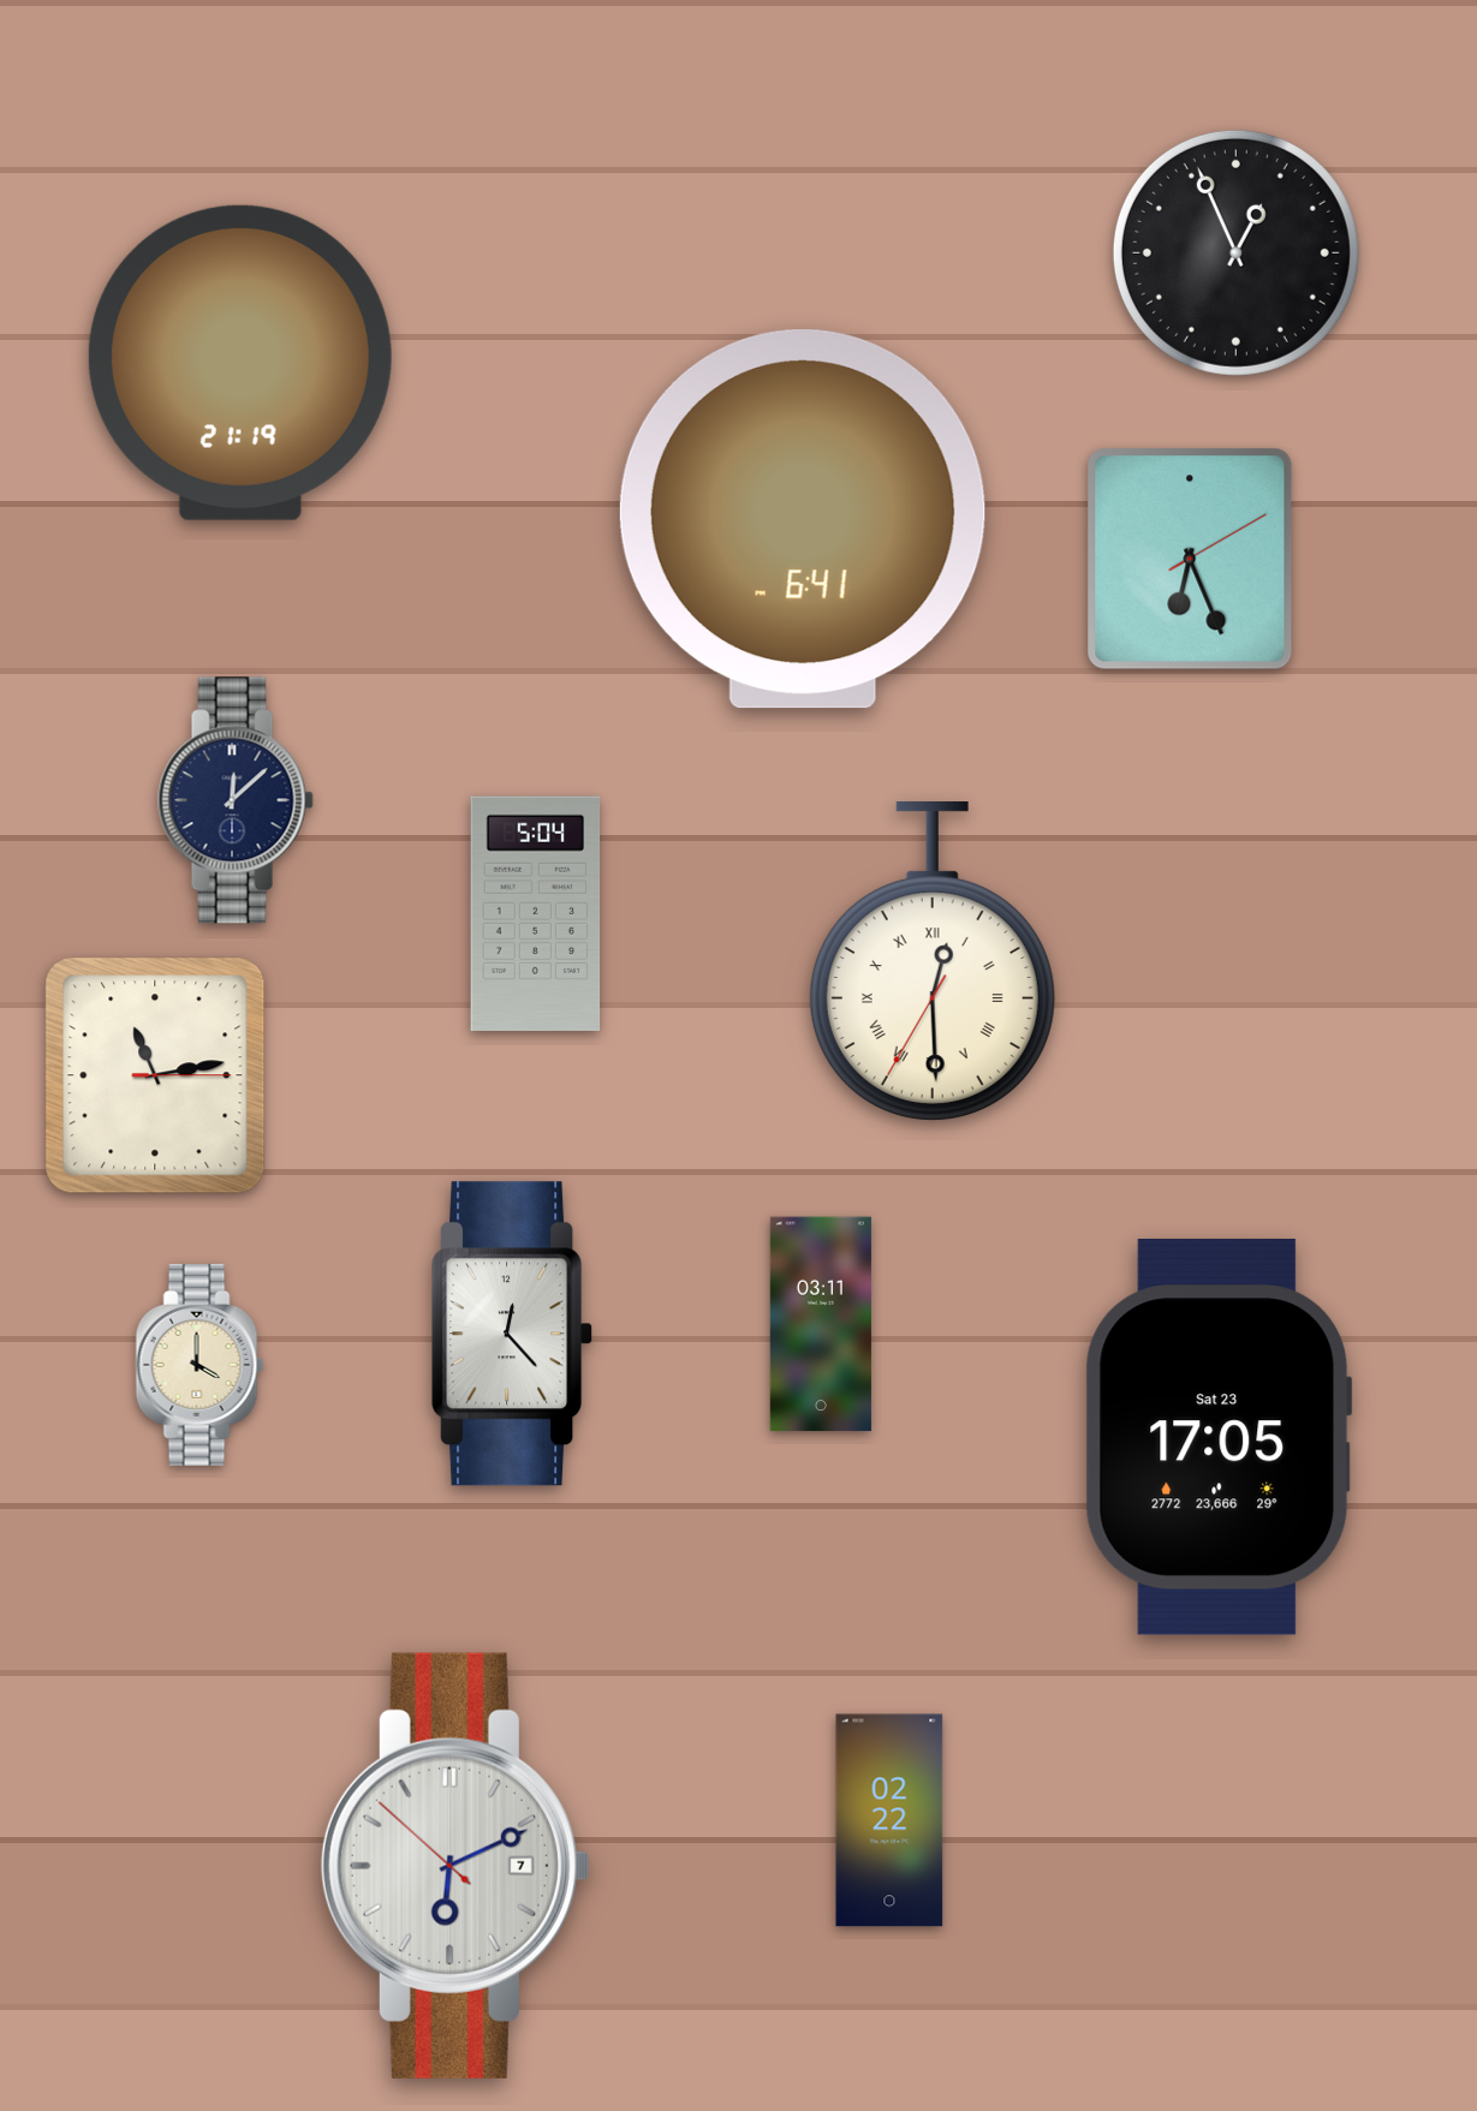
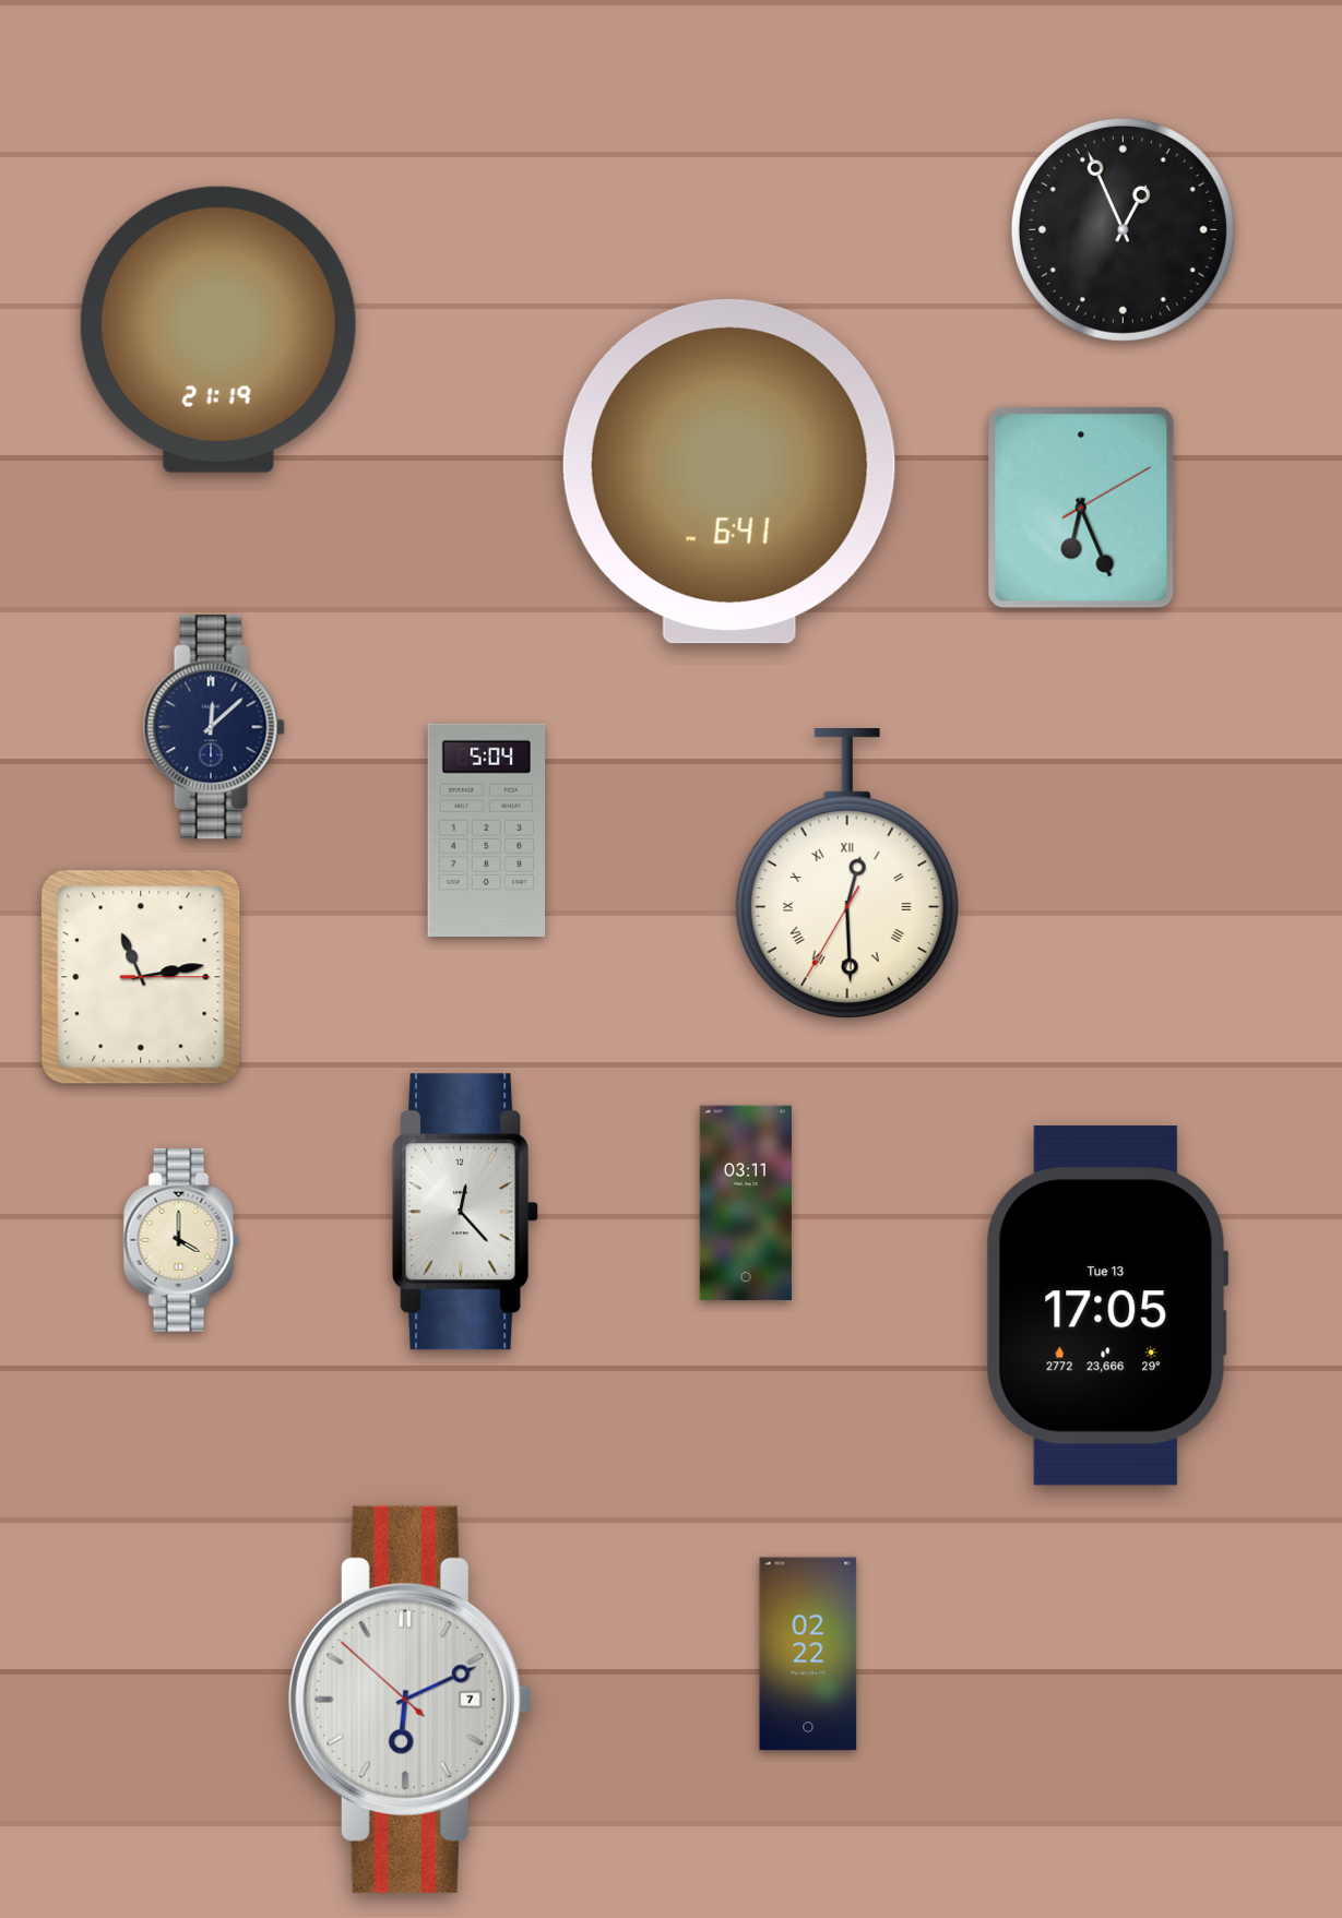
clock at (1219, 1437) date: Sat 23 -> Tue 13
clock at (455, 1866) position: (455, 1866) -> (411, 1700)
